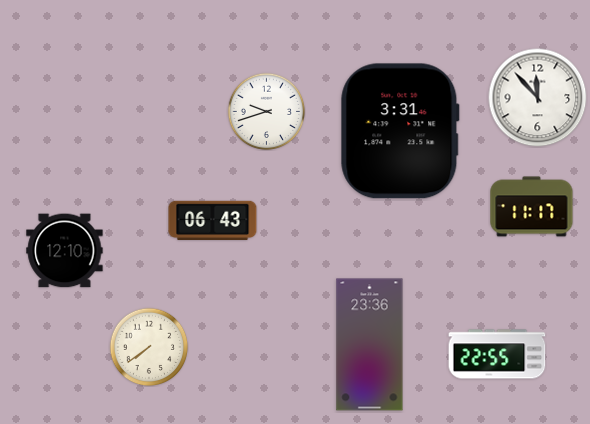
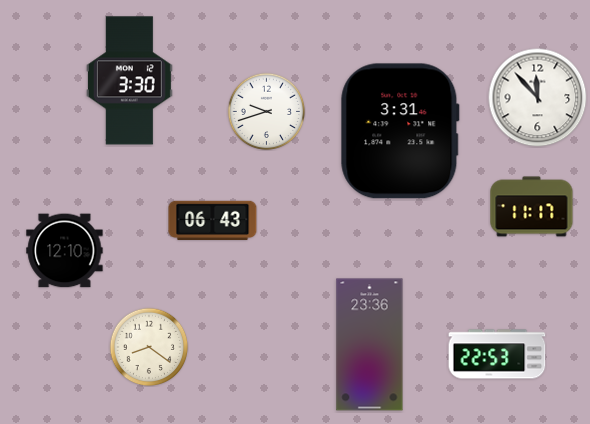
clock at (129, 81): none -> 3:30
clock at (149, 347): 7:39 -> 8:21
clock at (497, 354): 22:55 -> 22:53
